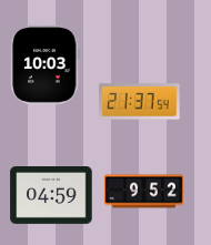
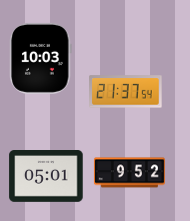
clock at (51, 196): 04:59 -> 05:01
